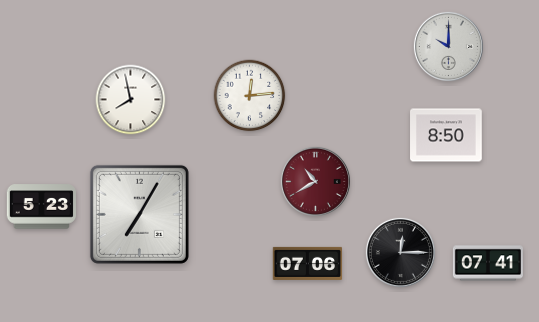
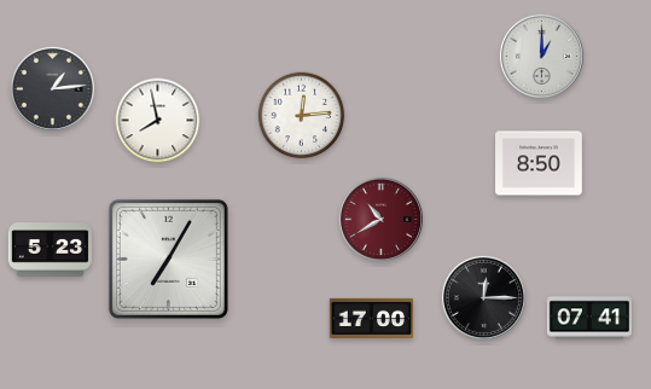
clock at (448, 46): 10:00 -> 1:00
clock at (52, 88): none -> 1:14
clock at (400, 252) position: (400, 252) -> (483, 297)
clock at (308, 263): 07:06 -> 17:00
